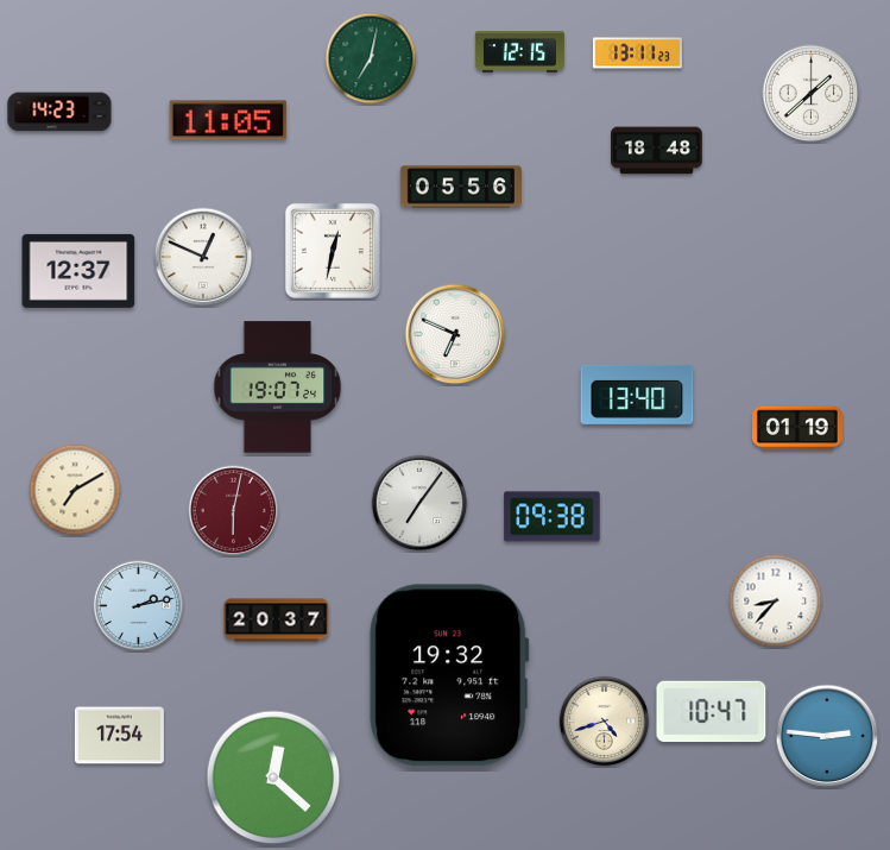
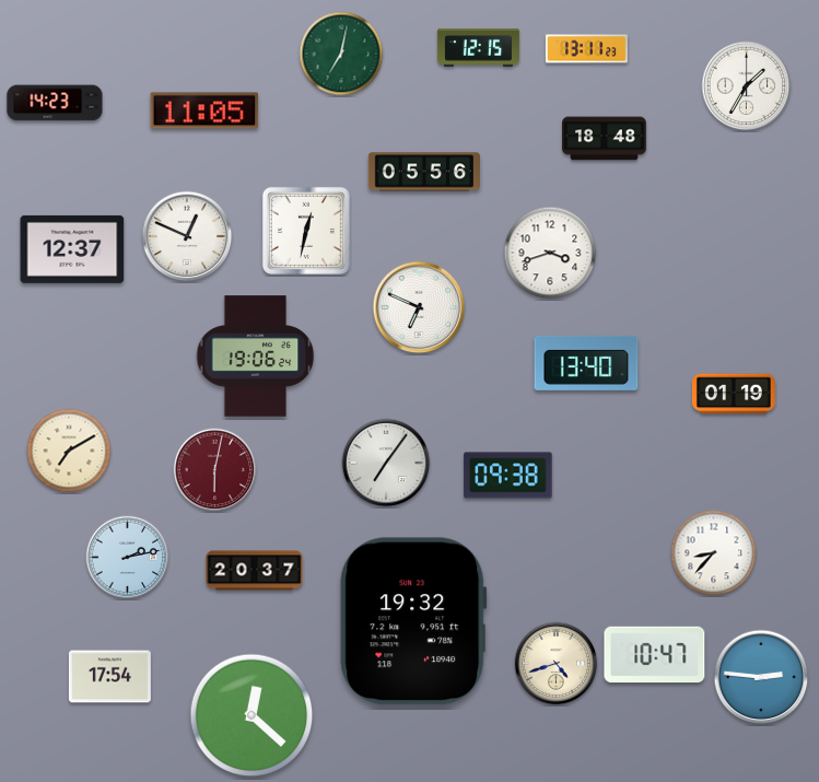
clock at (812, 94): 1:38 -> 1:35
clock at (228, 120) position: (228, 120) -> (204, 110)
clock at (550, 253): none -> 3:42
clock at (278, 388): 19:07 -> 19:06
